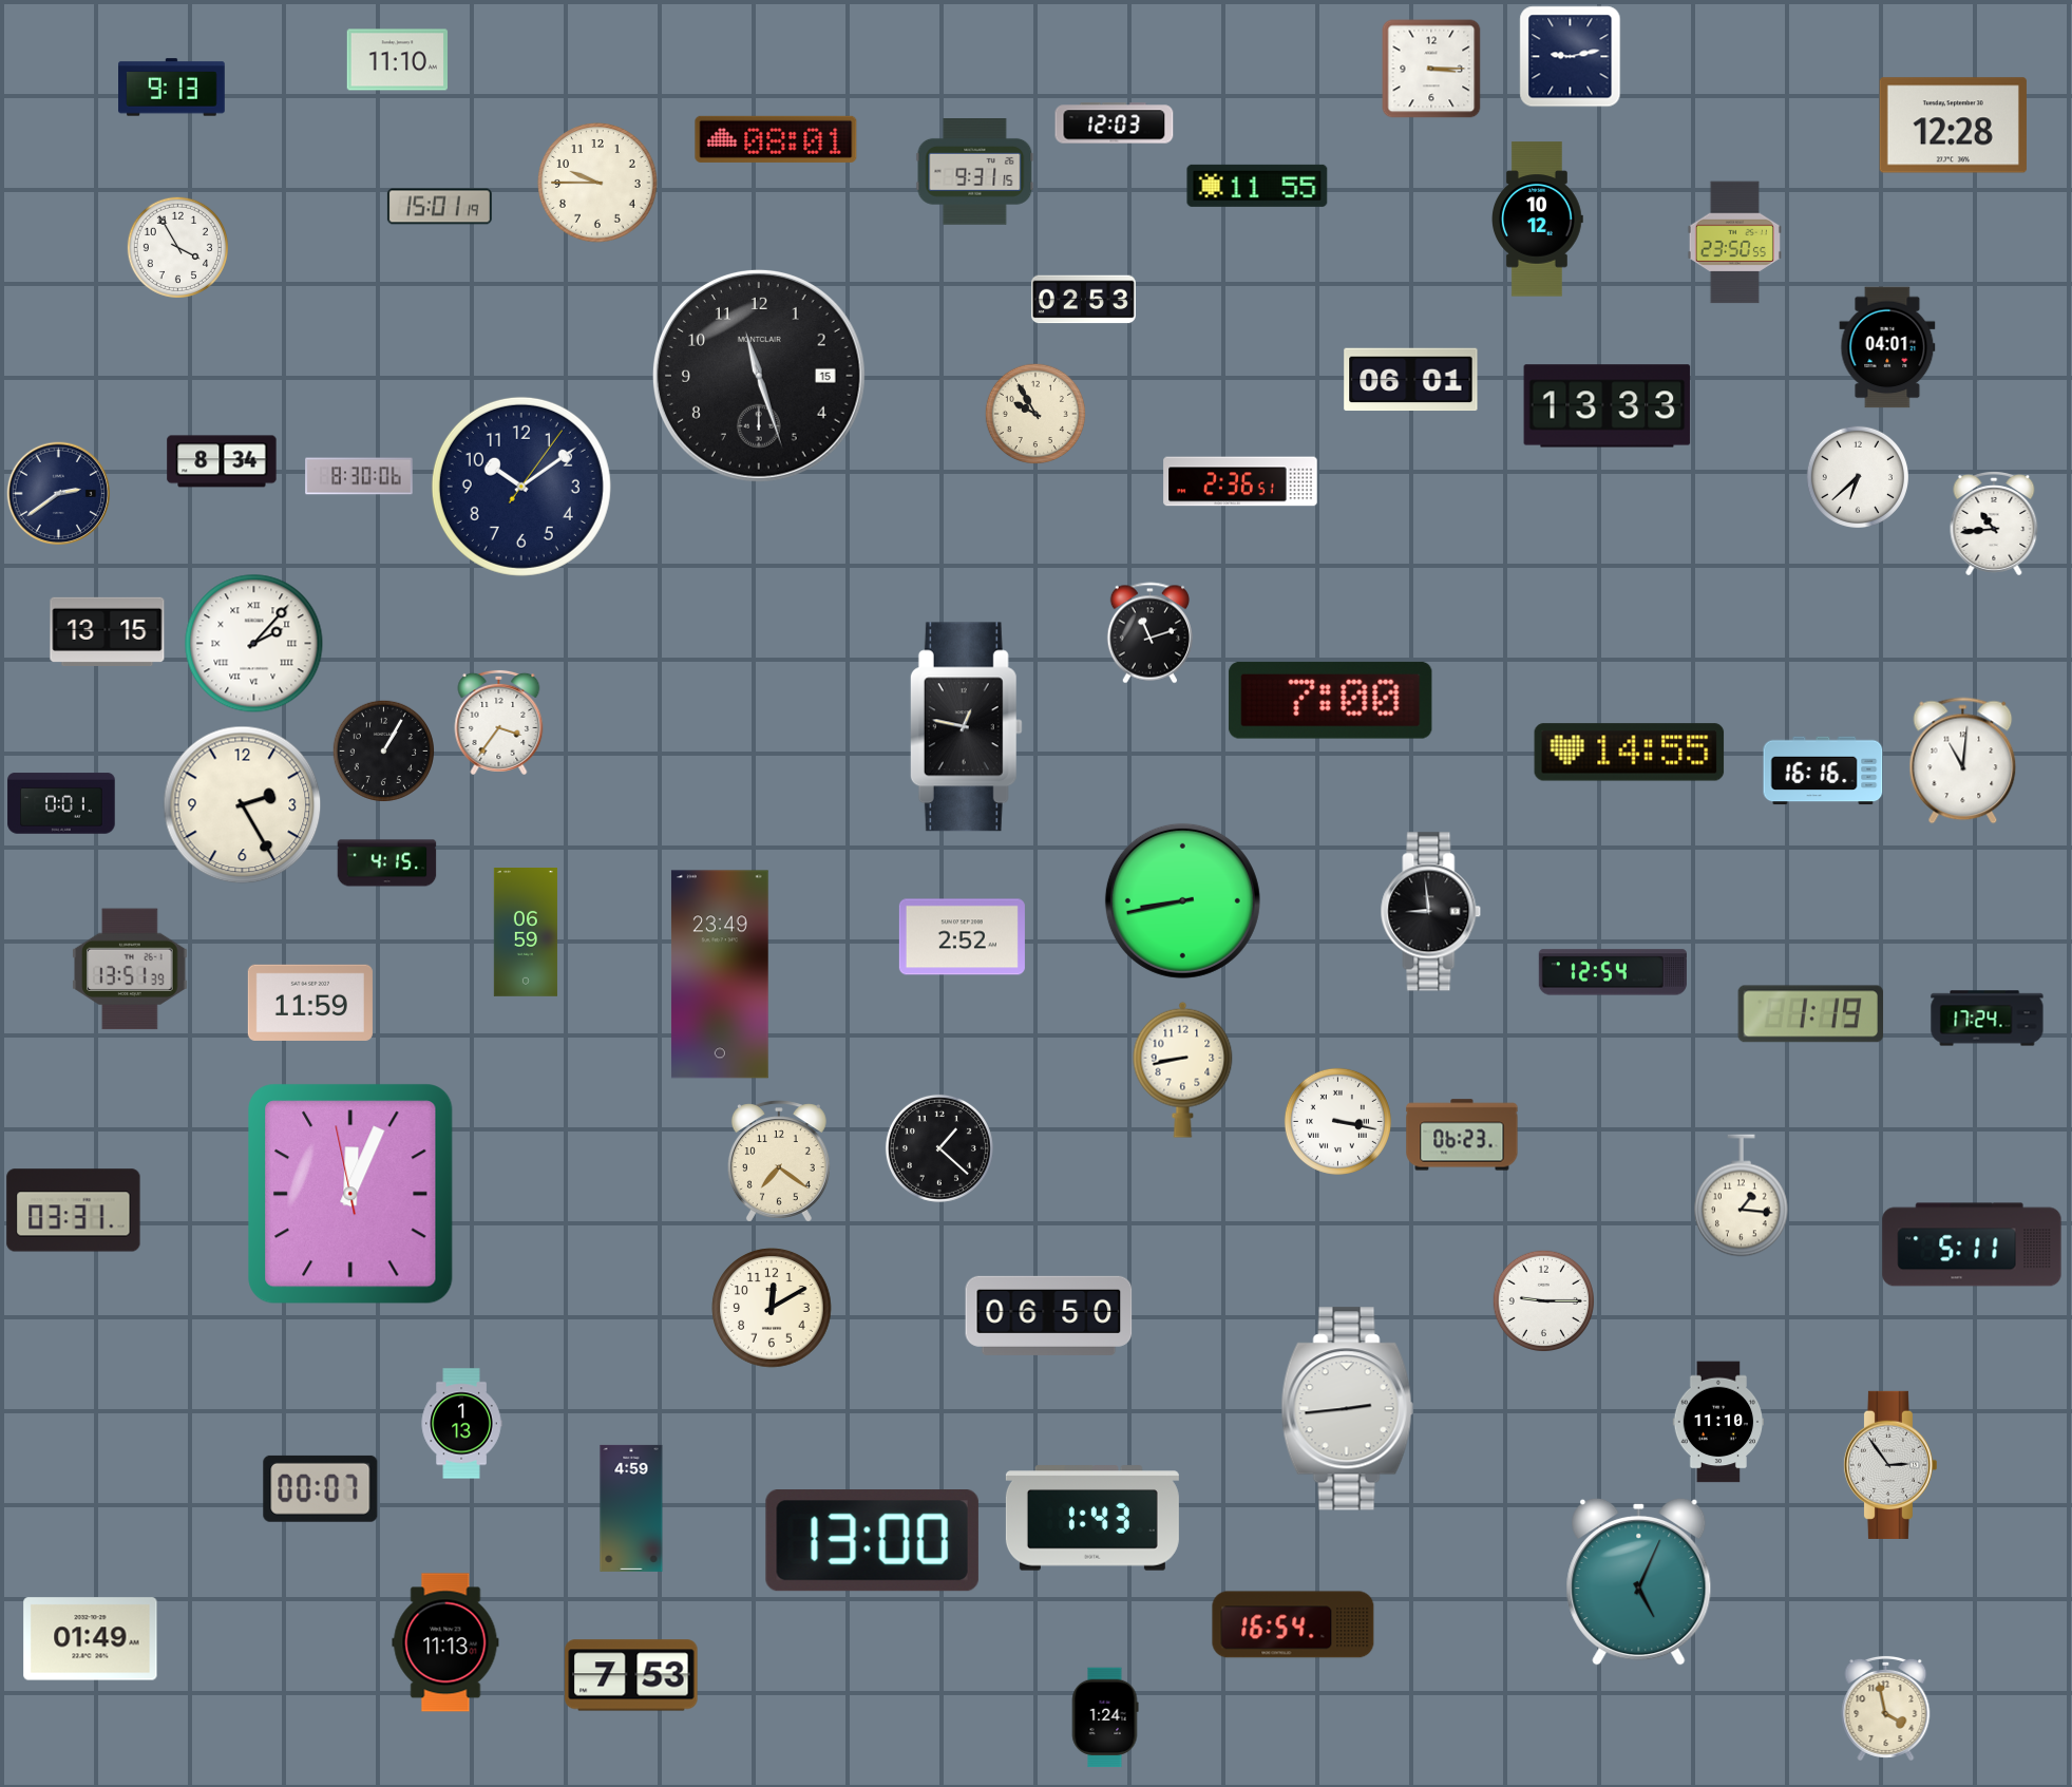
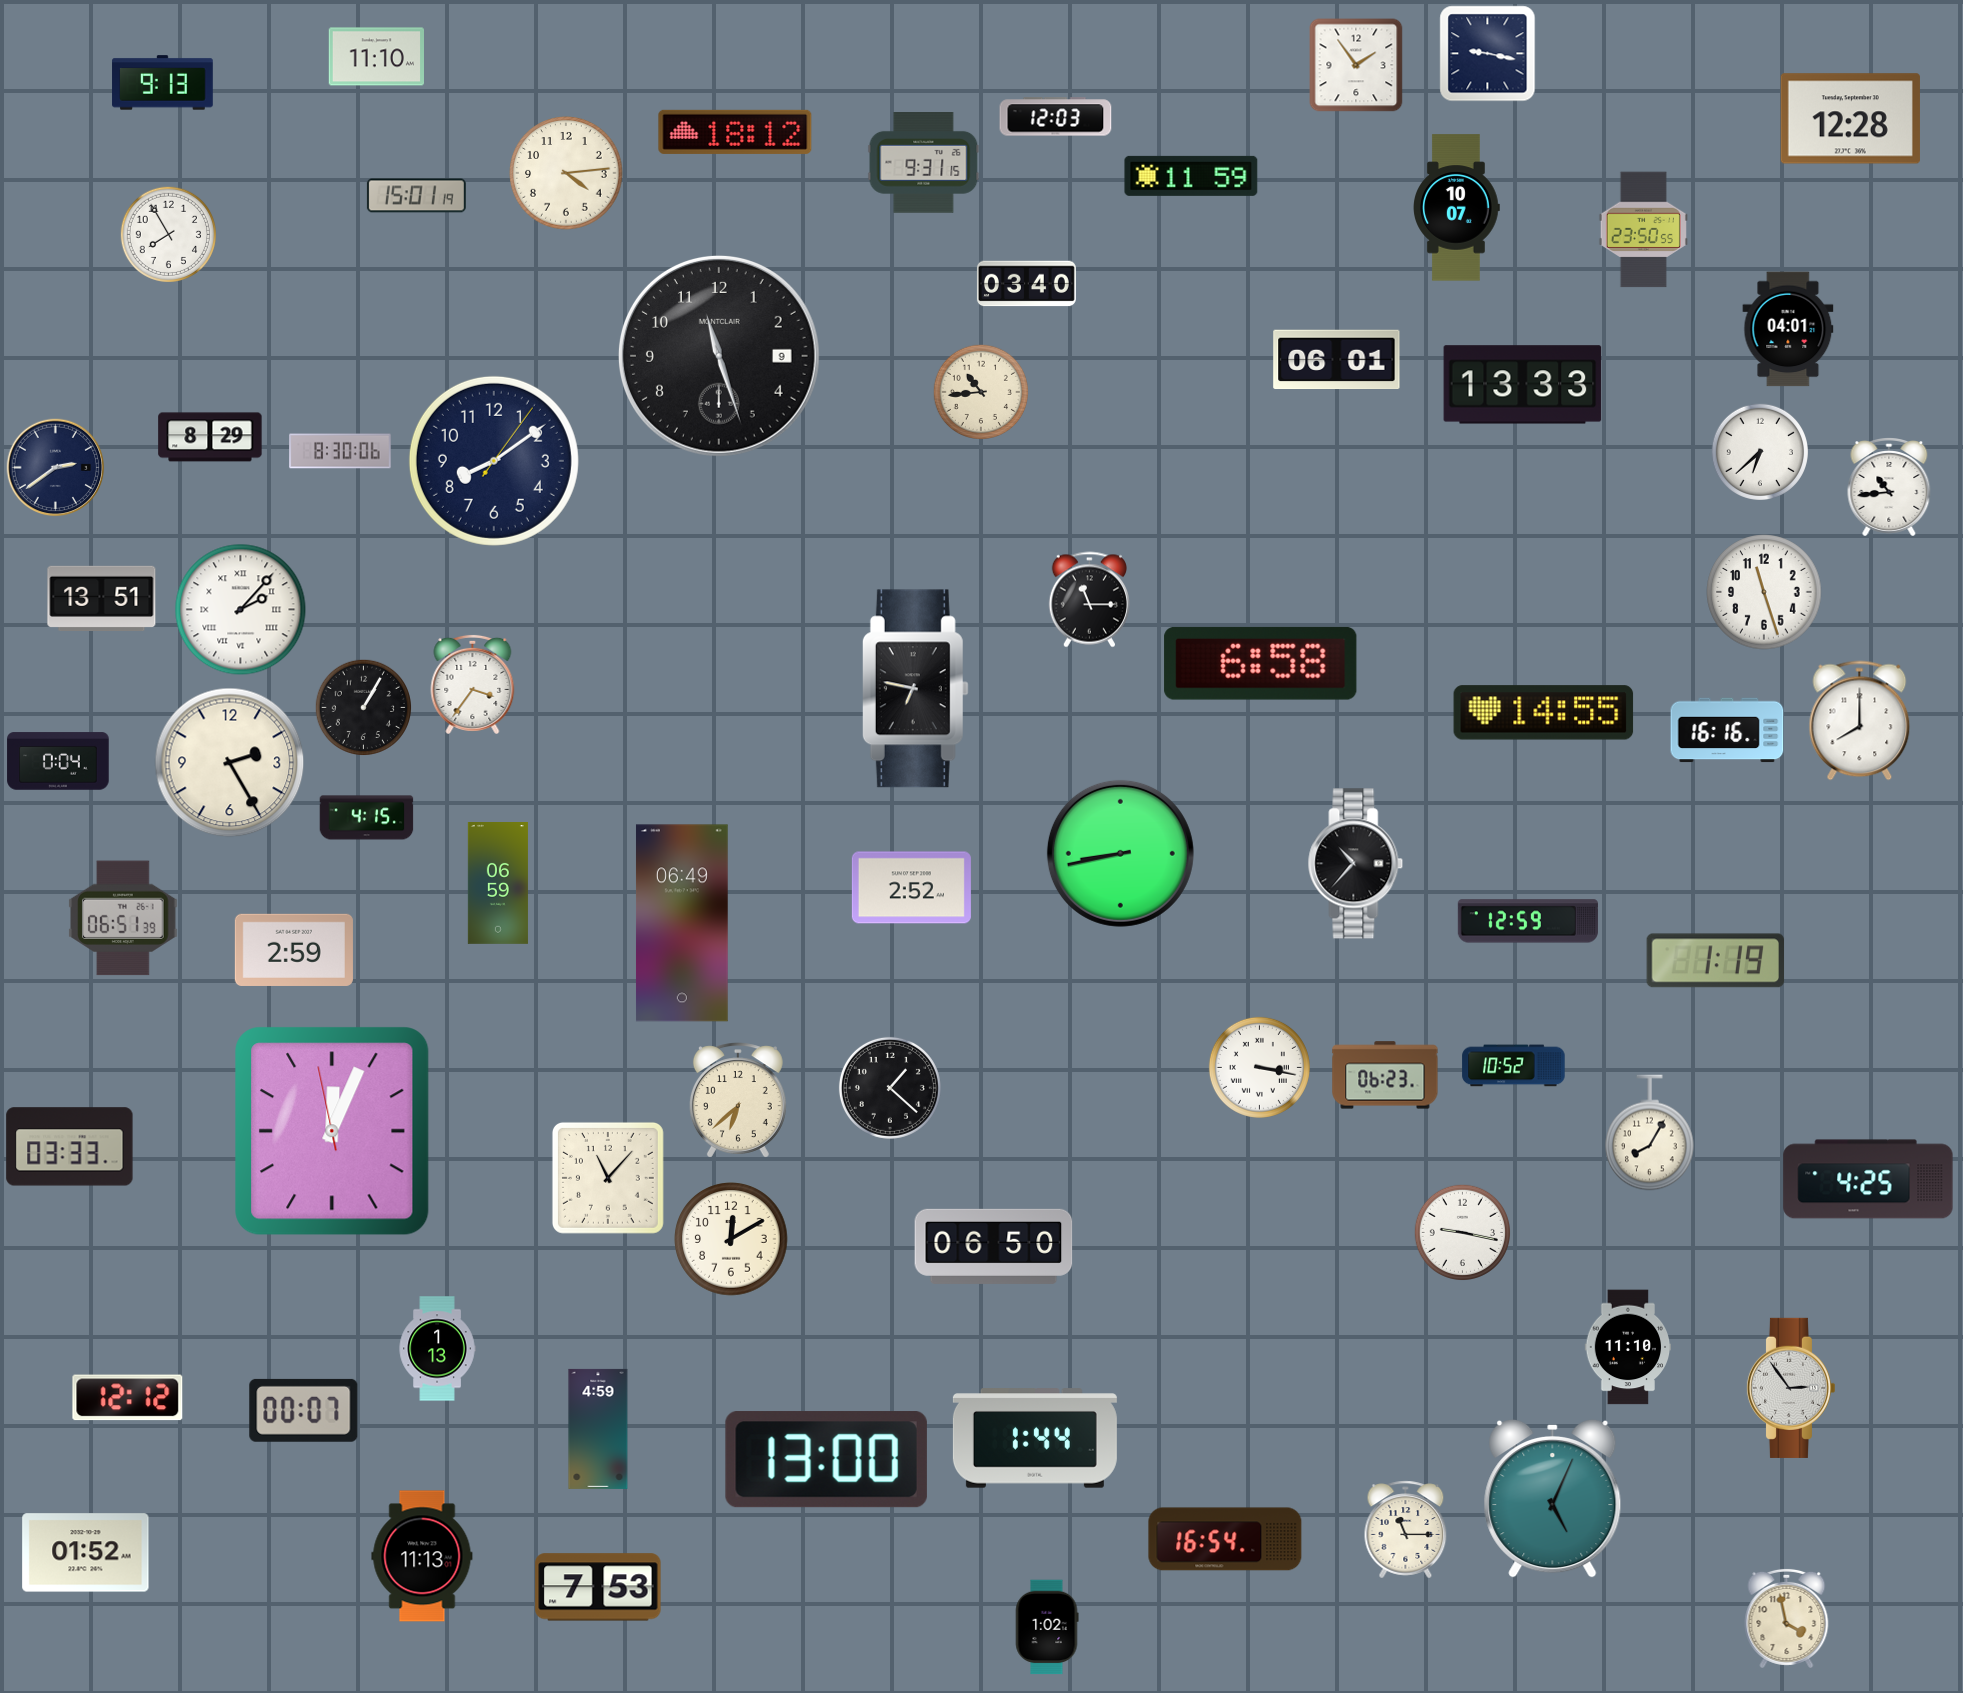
clock at (1571, 57): 9:13 -> 9:17
clock at (1431, 69): 3:15 -> 1:54
clock at (776, 139): 08:01 -> 18:12
clock at (597, 183): 9:45 -> 4:14
clock at (1257, 186): 11:55 -> 11:59
clock at (1538, 220): 10:12 -> 10:07
clock at (177, 247): 3:55 -> 7:55
clock at (1083, 300): 02:53 -> 03:40
clock at (760, 377) date: 15 -> 9
clock at (1034, 413): 9:55 -> 10:44
clock at (222, 461): 8:34 -> 8:29
clock at (1240, 481): 2:36 -> none
clock at (521, 487): 10:09 -> 8:09
clock at (1994, 525) position: (1994, 525) -> (1889, 488)
clock at (1764, 592): none -> 11:27
clock at (108, 631): 13:15 -> 13:51
clock at (1149, 633): 11:12 -> 11:15
clock at (1331, 700): 7:00 -> 6:58
clock at (966, 727): 12:47 -> 6:47
clock at (383, 750) position: (383, 750) -> (363, 707)
clock at (1963, 761): 11:01 -> 8:00
clock at (61, 803): 0:01 -> 0:04
clock at (1431, 912): 8:59 -> 10:37
clock at (130, 969): 13:51 -> 06:51
clock at (1613, 972): 12:54 -> 12:59
clock at (720, 974): 23:49 -> 06:49
clock at (310, 1003): 11:59 -> 2:59
clock at (1988, 1019): 17:24 -> none
clock at (1183, 1069): 8:43 -> none
clock at (1337, 1121) position: (1337, 1121) -> (1259, 1067)
clock at (1514, 1066): none -> 10:52
clock at (779, 1161): 7:21 -> 6:38
clock at (1742, 1196): 1:16 -> 8:05
clock at (74, 1211): 03:31 -> 03:33
clock at (608, 1178): none -> 11:07
clock at (1972, 1244): 5:11 -> 4:25
clock at (1543, 1300): 9:15 -> 9:17
clock at (1347, 1409): 2:44 -> none
clock at (128, 1398): none -> 12:12
clock at (1092, 1518): 1:43 -> 1:44
clock at (1406, 1530): none -> 11:15
clock at (91, 1639): 01:49 -> 01:52
clock at (1105, 1717): 1:24 -> 1:02
